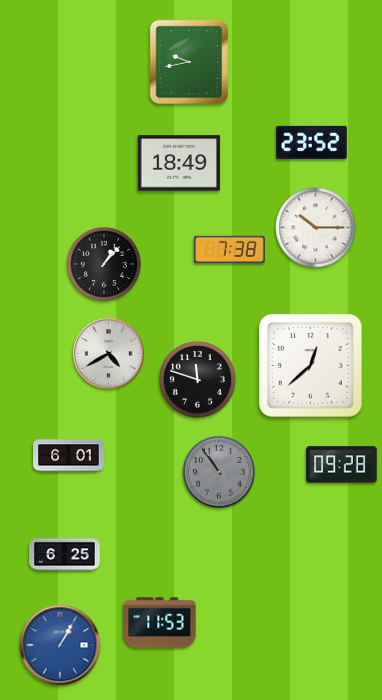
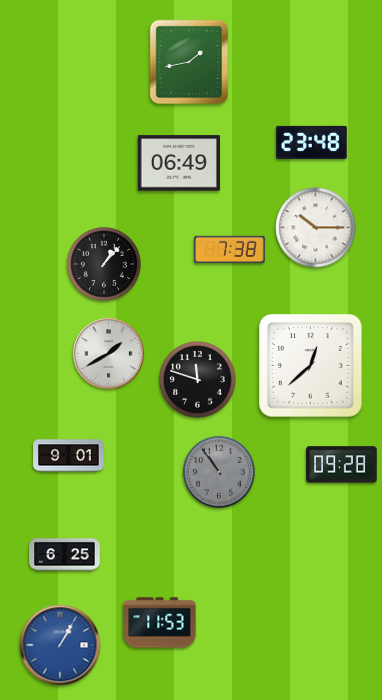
clock at (189, 62): 9:43 -> 1:43
clock at (312, 142): 23:52 -> 23:48
clock at (179, 163): 18:49 -> 06:49
clock at (109, 354): 4:40 -> 1:40
clock at (69, 456): 6:01 -> 9:01
